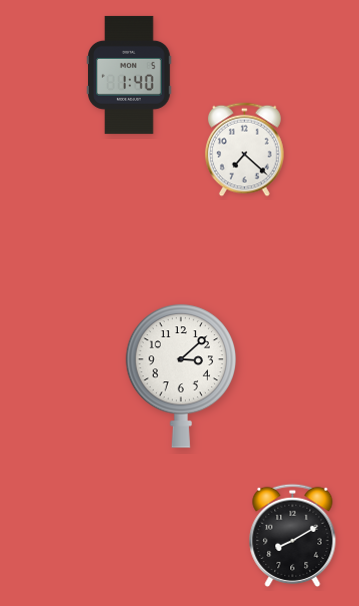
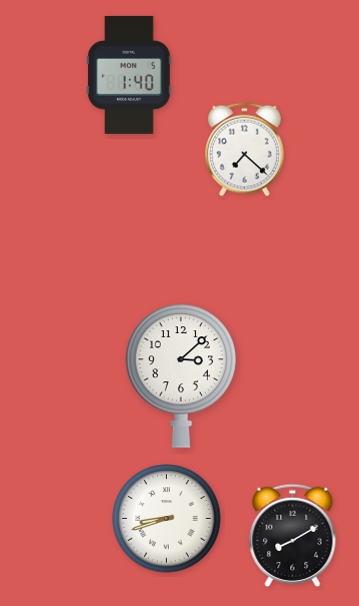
clock at (167, 519): none -> 8:42
